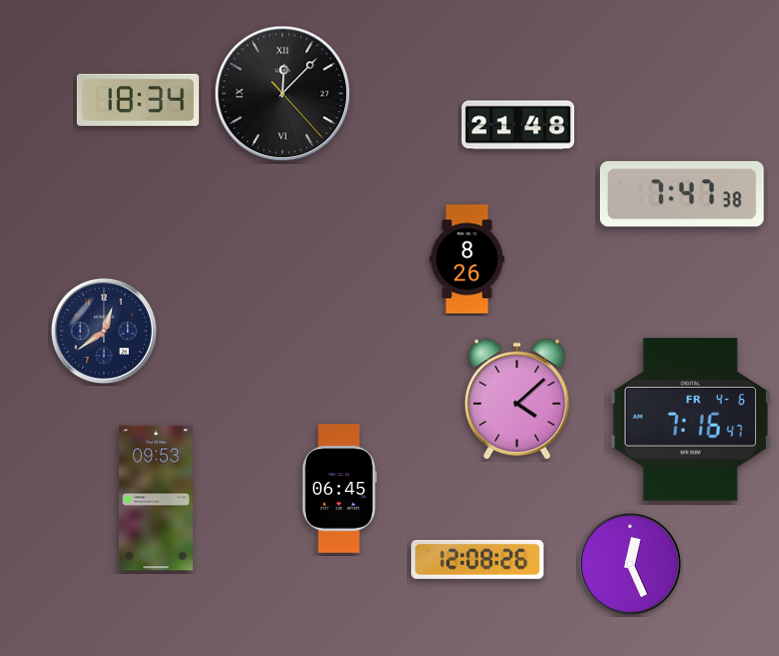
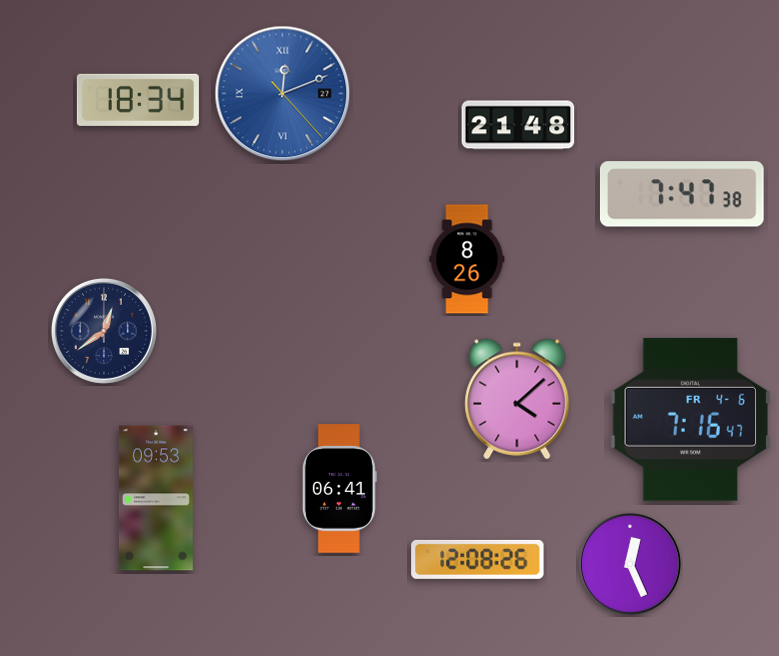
clock at (283, 94): 12:07 -> 12:11
clock at (283, 94) dial: black -> blue
clock at (339, 489): 06:45 -> 06:41
